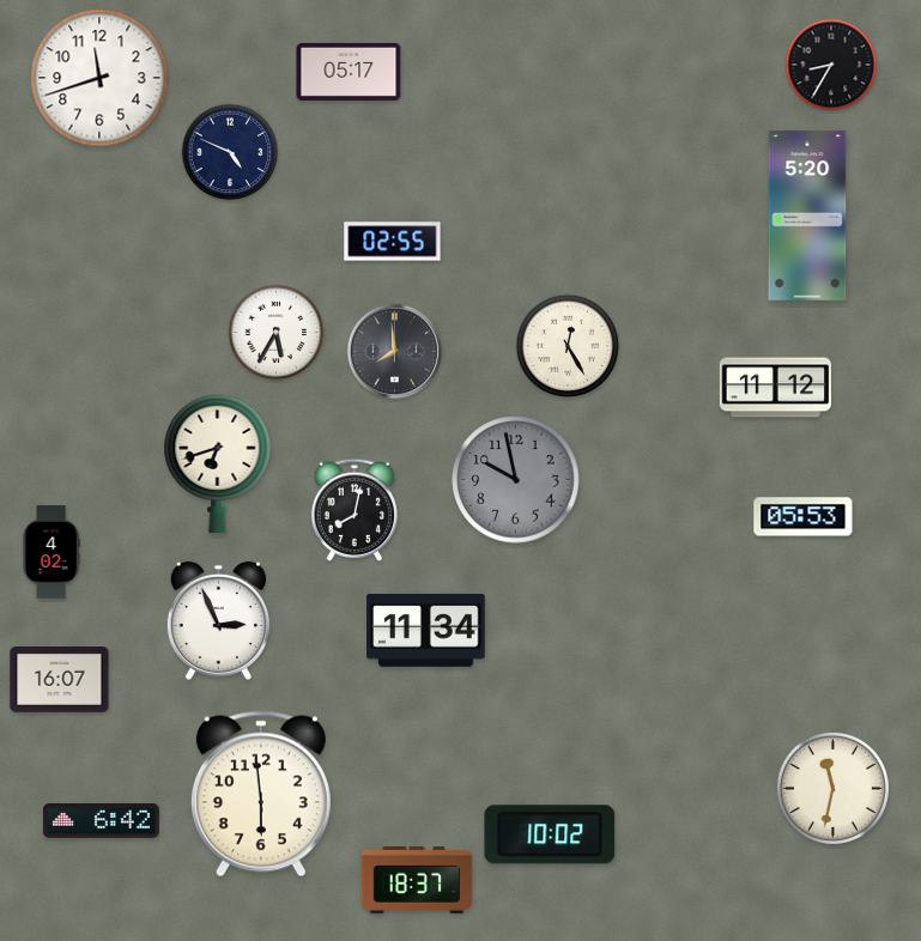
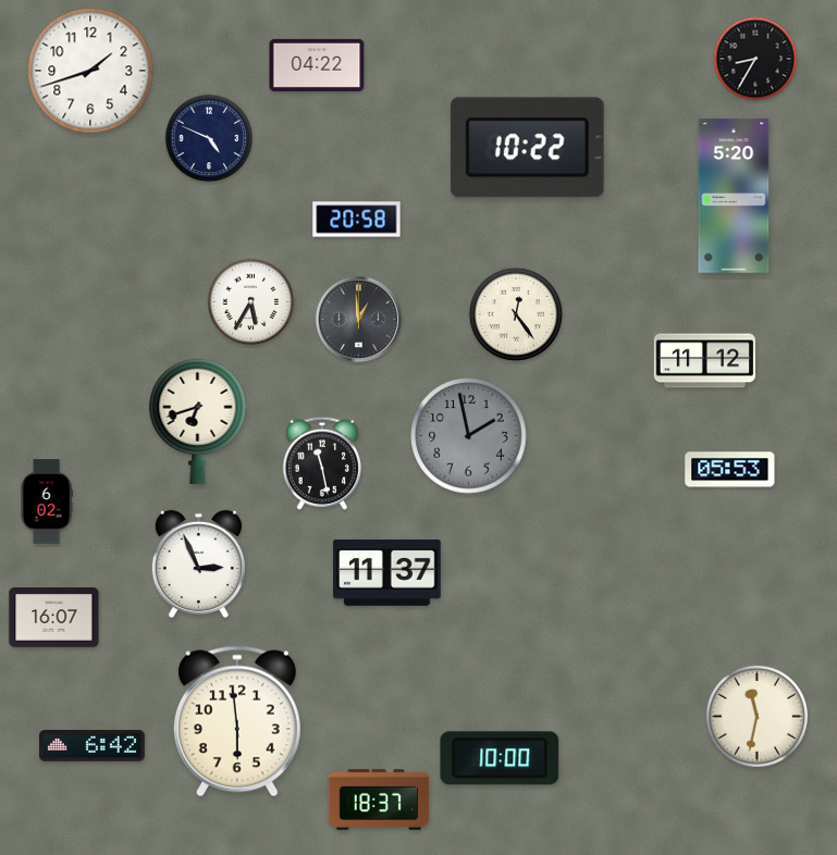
clock at (349, 72): 05:17 -> 04:22
clock at (99, 78): 11:42 -> 1:42
clock at (527, 148): none -> 10:22
clock at (393, 242): 02:55 -> 20:58
clock at (568, 346): 12:25 -> 12:24
clock at (395, 352): 7:59 -> 12:59
clock at (776, 388) position: (776, 388) -> (705, 361)
clock at (516, 480): 9:58 -> 1:58
clock at (355, 510): 8:02 -> 11:28
clock at (51, 552): 4:02 -> 6:02
clock at (426, 630): 11:34 -> 11:37
clock at (550, 834): 10:02 -> 10:00
